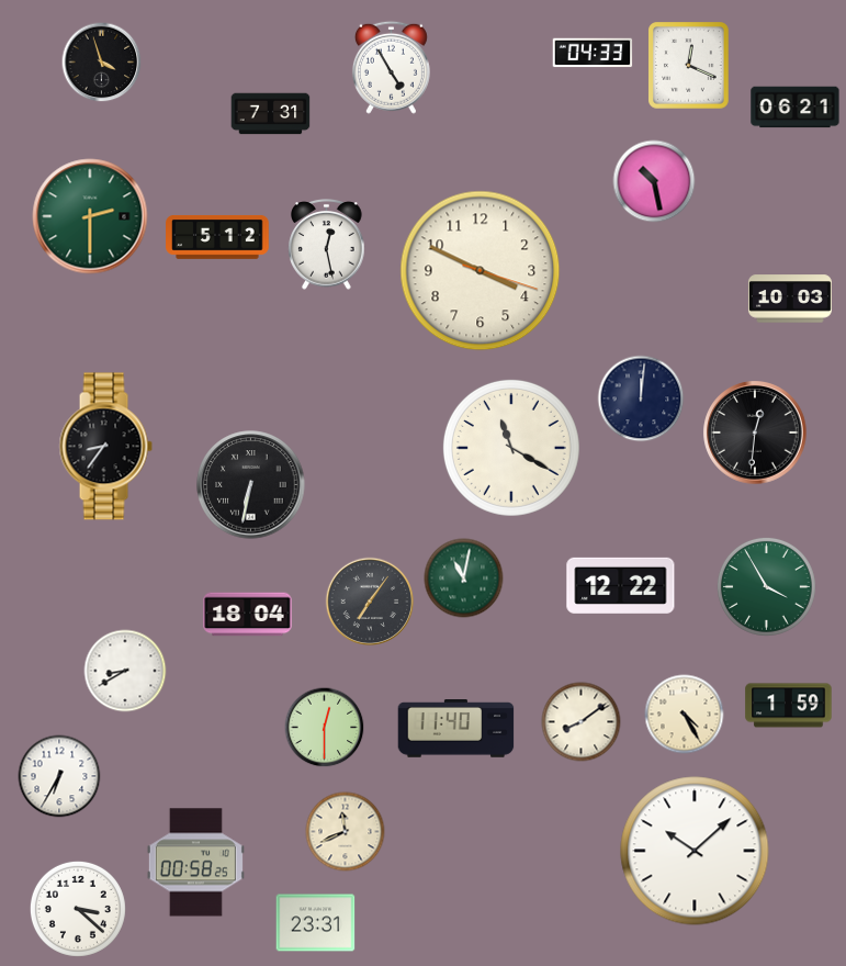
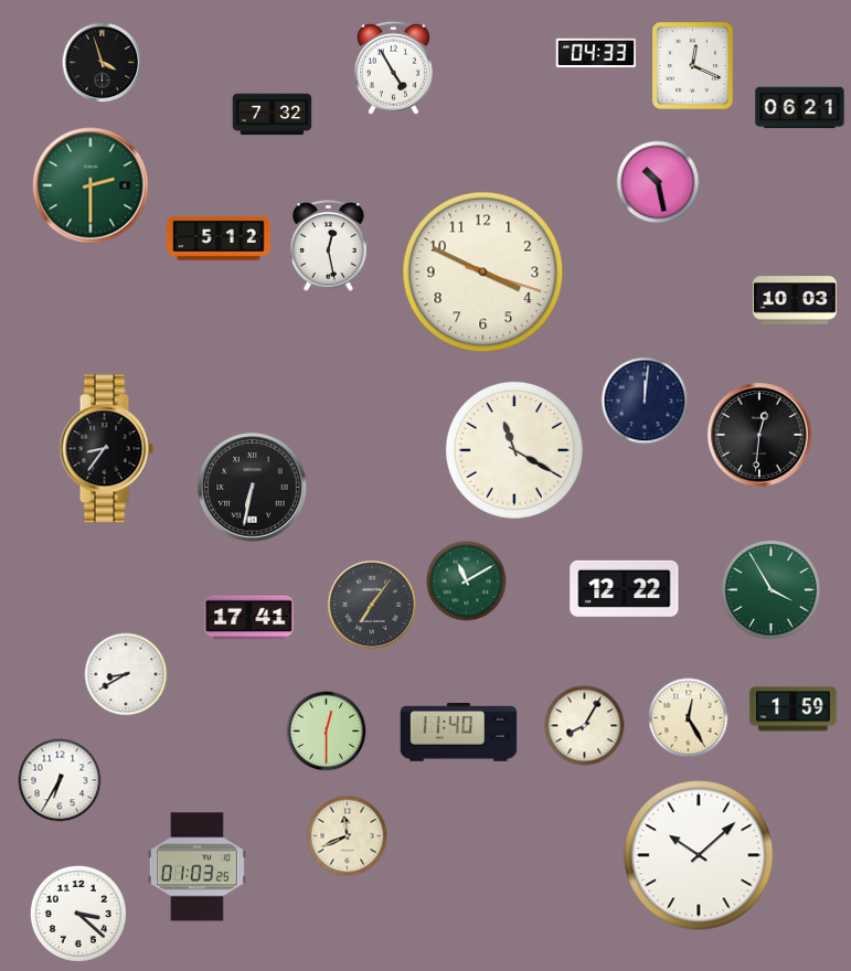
clock at (271, 114): 7:31 -> 7:32
clock at (90, 216) position: (90, 216) -> (91, 185)
clock at (464, 579): 11:02 -> 11:10
clock at (248, 615): 18:04 -> 17:41
clock at (685, 715): 4:25 -> 12:25
clock at (582, 722): 8:09 -> 8:05
clock at (195, 863): 00:58 -> 01:03
clock at (316, 923): 23:31 -> none
